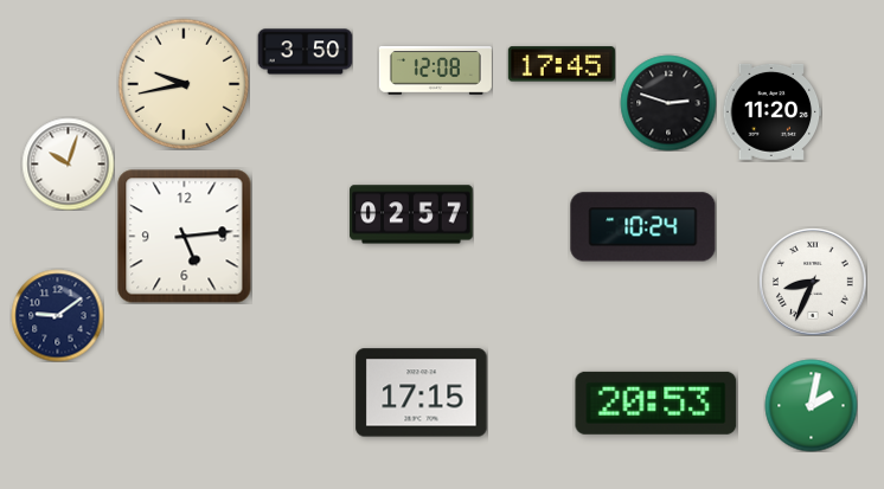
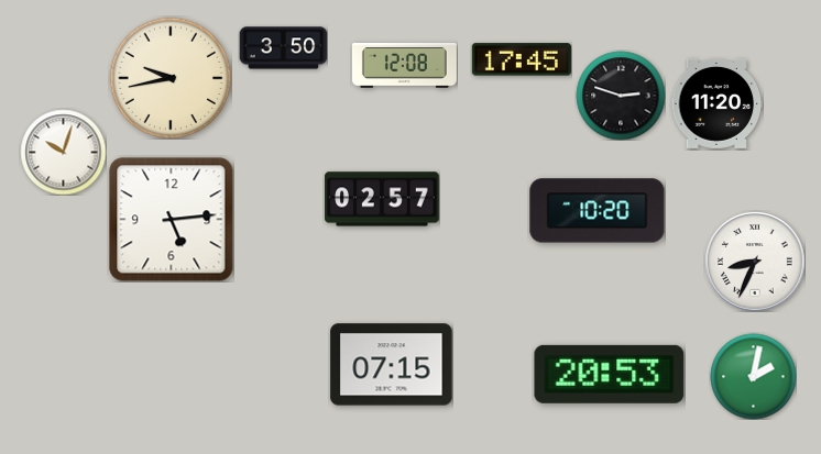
clock at (643, 227): 10:24 -> 10:20
clock at (57, 315): 9:09 -> none
clock at (422, 393): 17:15 -> 07:15
